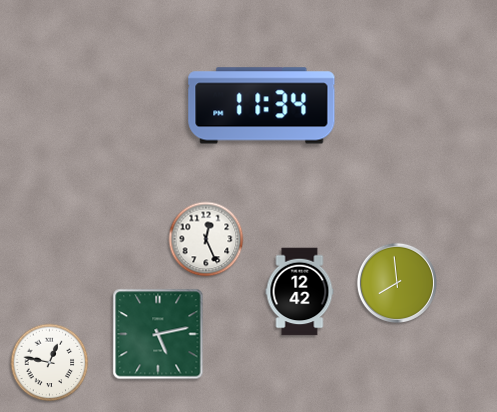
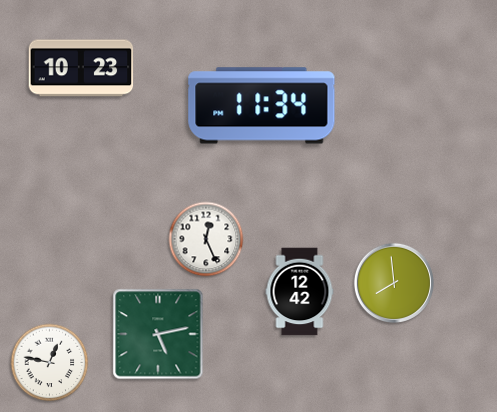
clock at (81, 68): none -> 10:23
clock at (397, 283) position: (397, 283) -> (394, 283)
